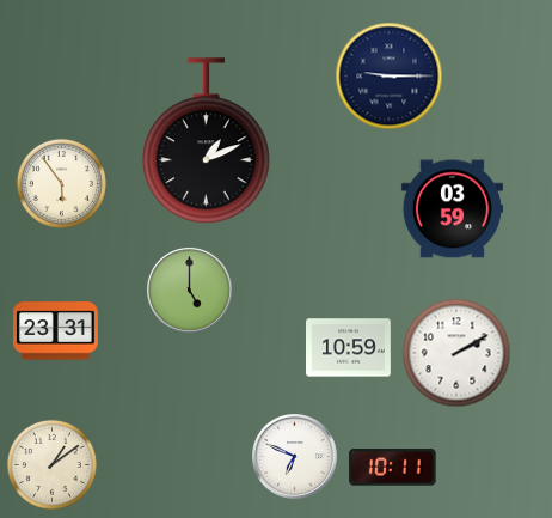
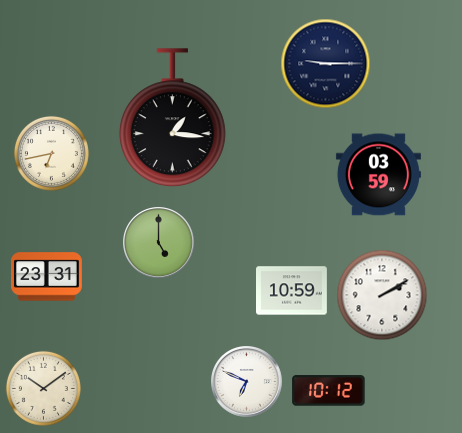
clock at (206, 141): 1:11 -> 1:16
clock at (61, 183): 5:54 -> 6:43
clock at (51, 464): 1:09 -> 10:09
clock at (393, 468): 10:11 -> 10:12
